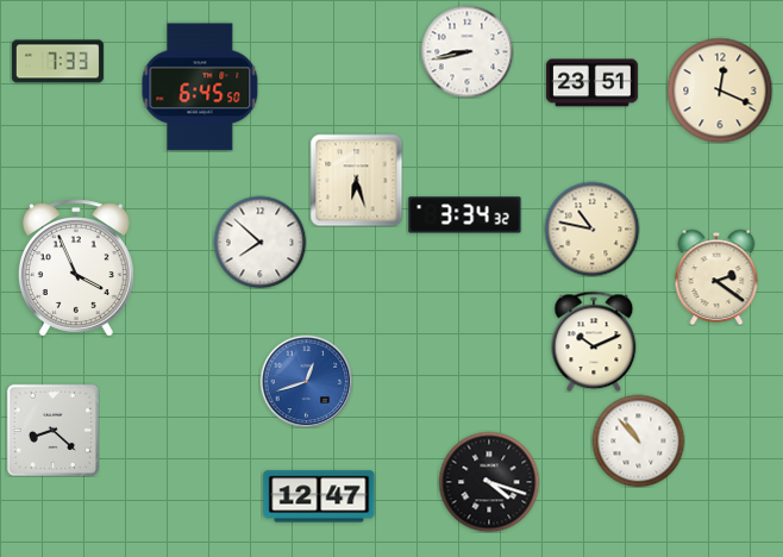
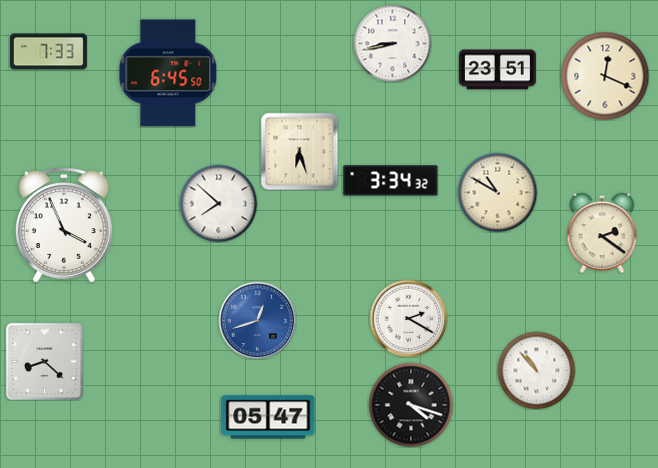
clock at (591, 229): 10:47 -> 10:50
clock at (594, 342): 10:11 -> none
clock at (408, 318): none -> 2:20
clock at (319, 496): 12:47 -> 05:47
